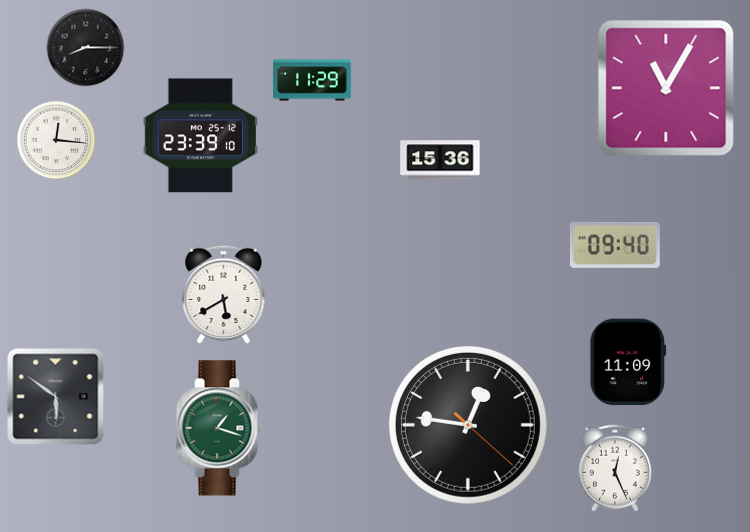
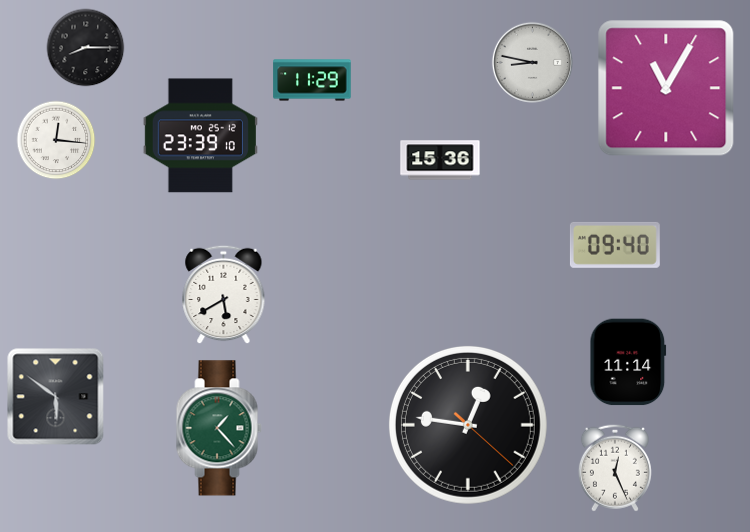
clock at (532, 62): none -> 8:47
clock at (628, 362): 11:09 -> 11:14
clock at (219, 428): 1:18 -> 1:23
